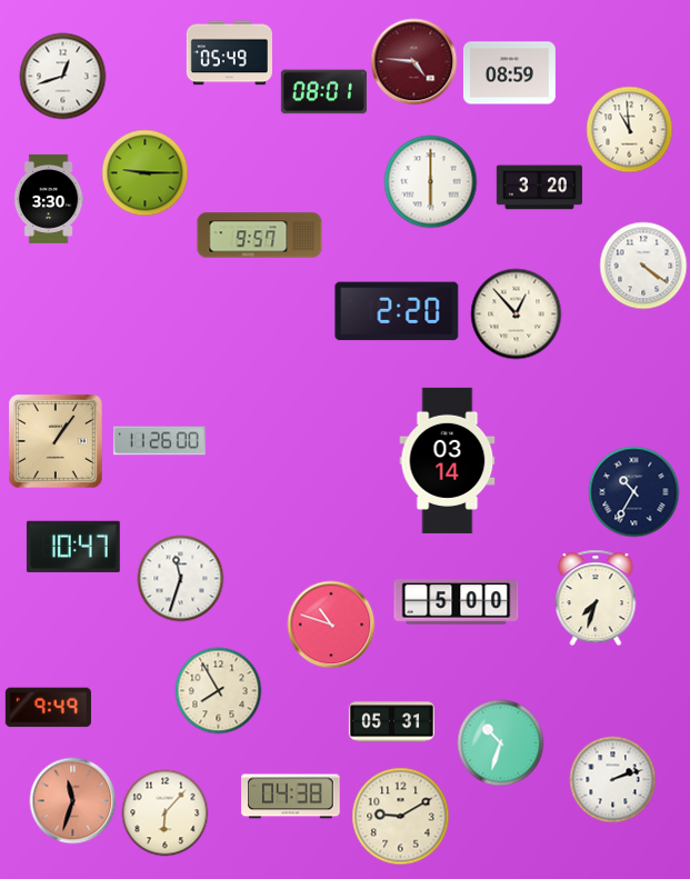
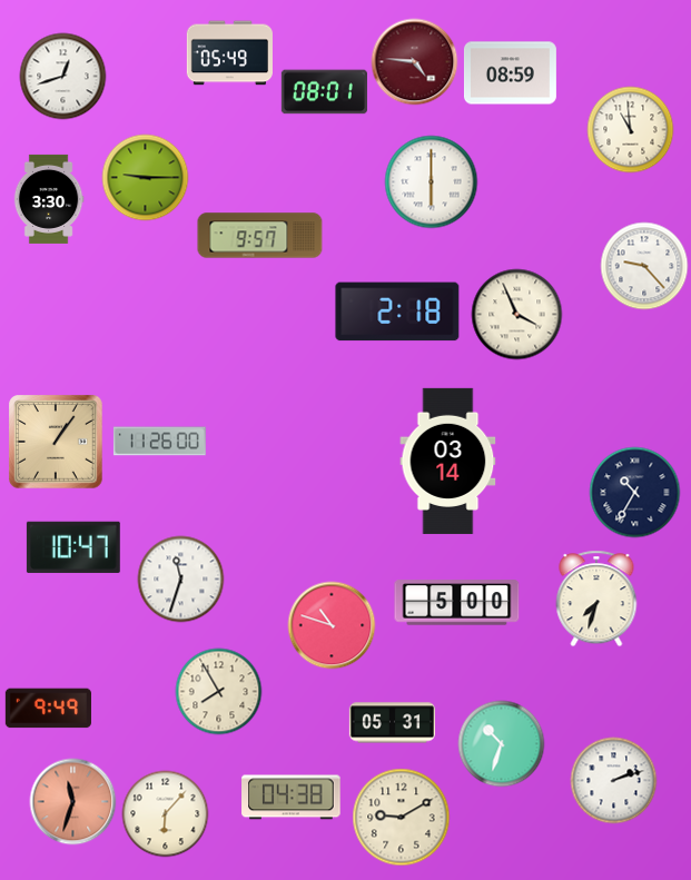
clock at (144, 172) position: (144, 172) -> (145, 177)
clock at (539, 188): 3:20 -> none
clock at (643, 266): 4:21 -> 9:23
clock at (397, 311): 2:20 -> 2:18
clock at (516, 313): 12:53 -> 3:56
